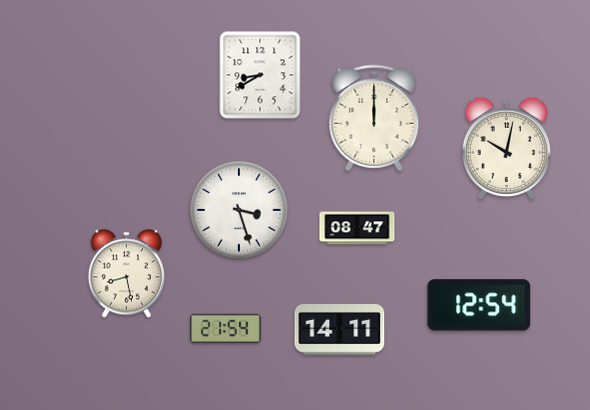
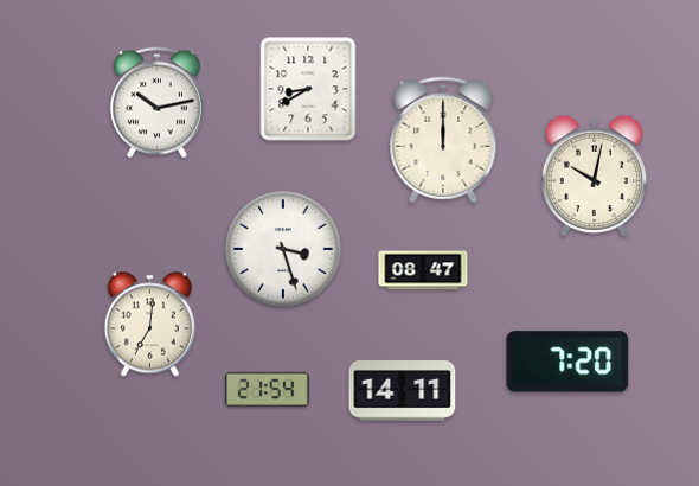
clock at (158, 103): none -> 10:13
clock at (506, 148) position: (506, 148) -> (594, 175)
clock at (126, 274): 8:28 -> 7:01
clock at (479, 305): 12:54 -> 7:20
